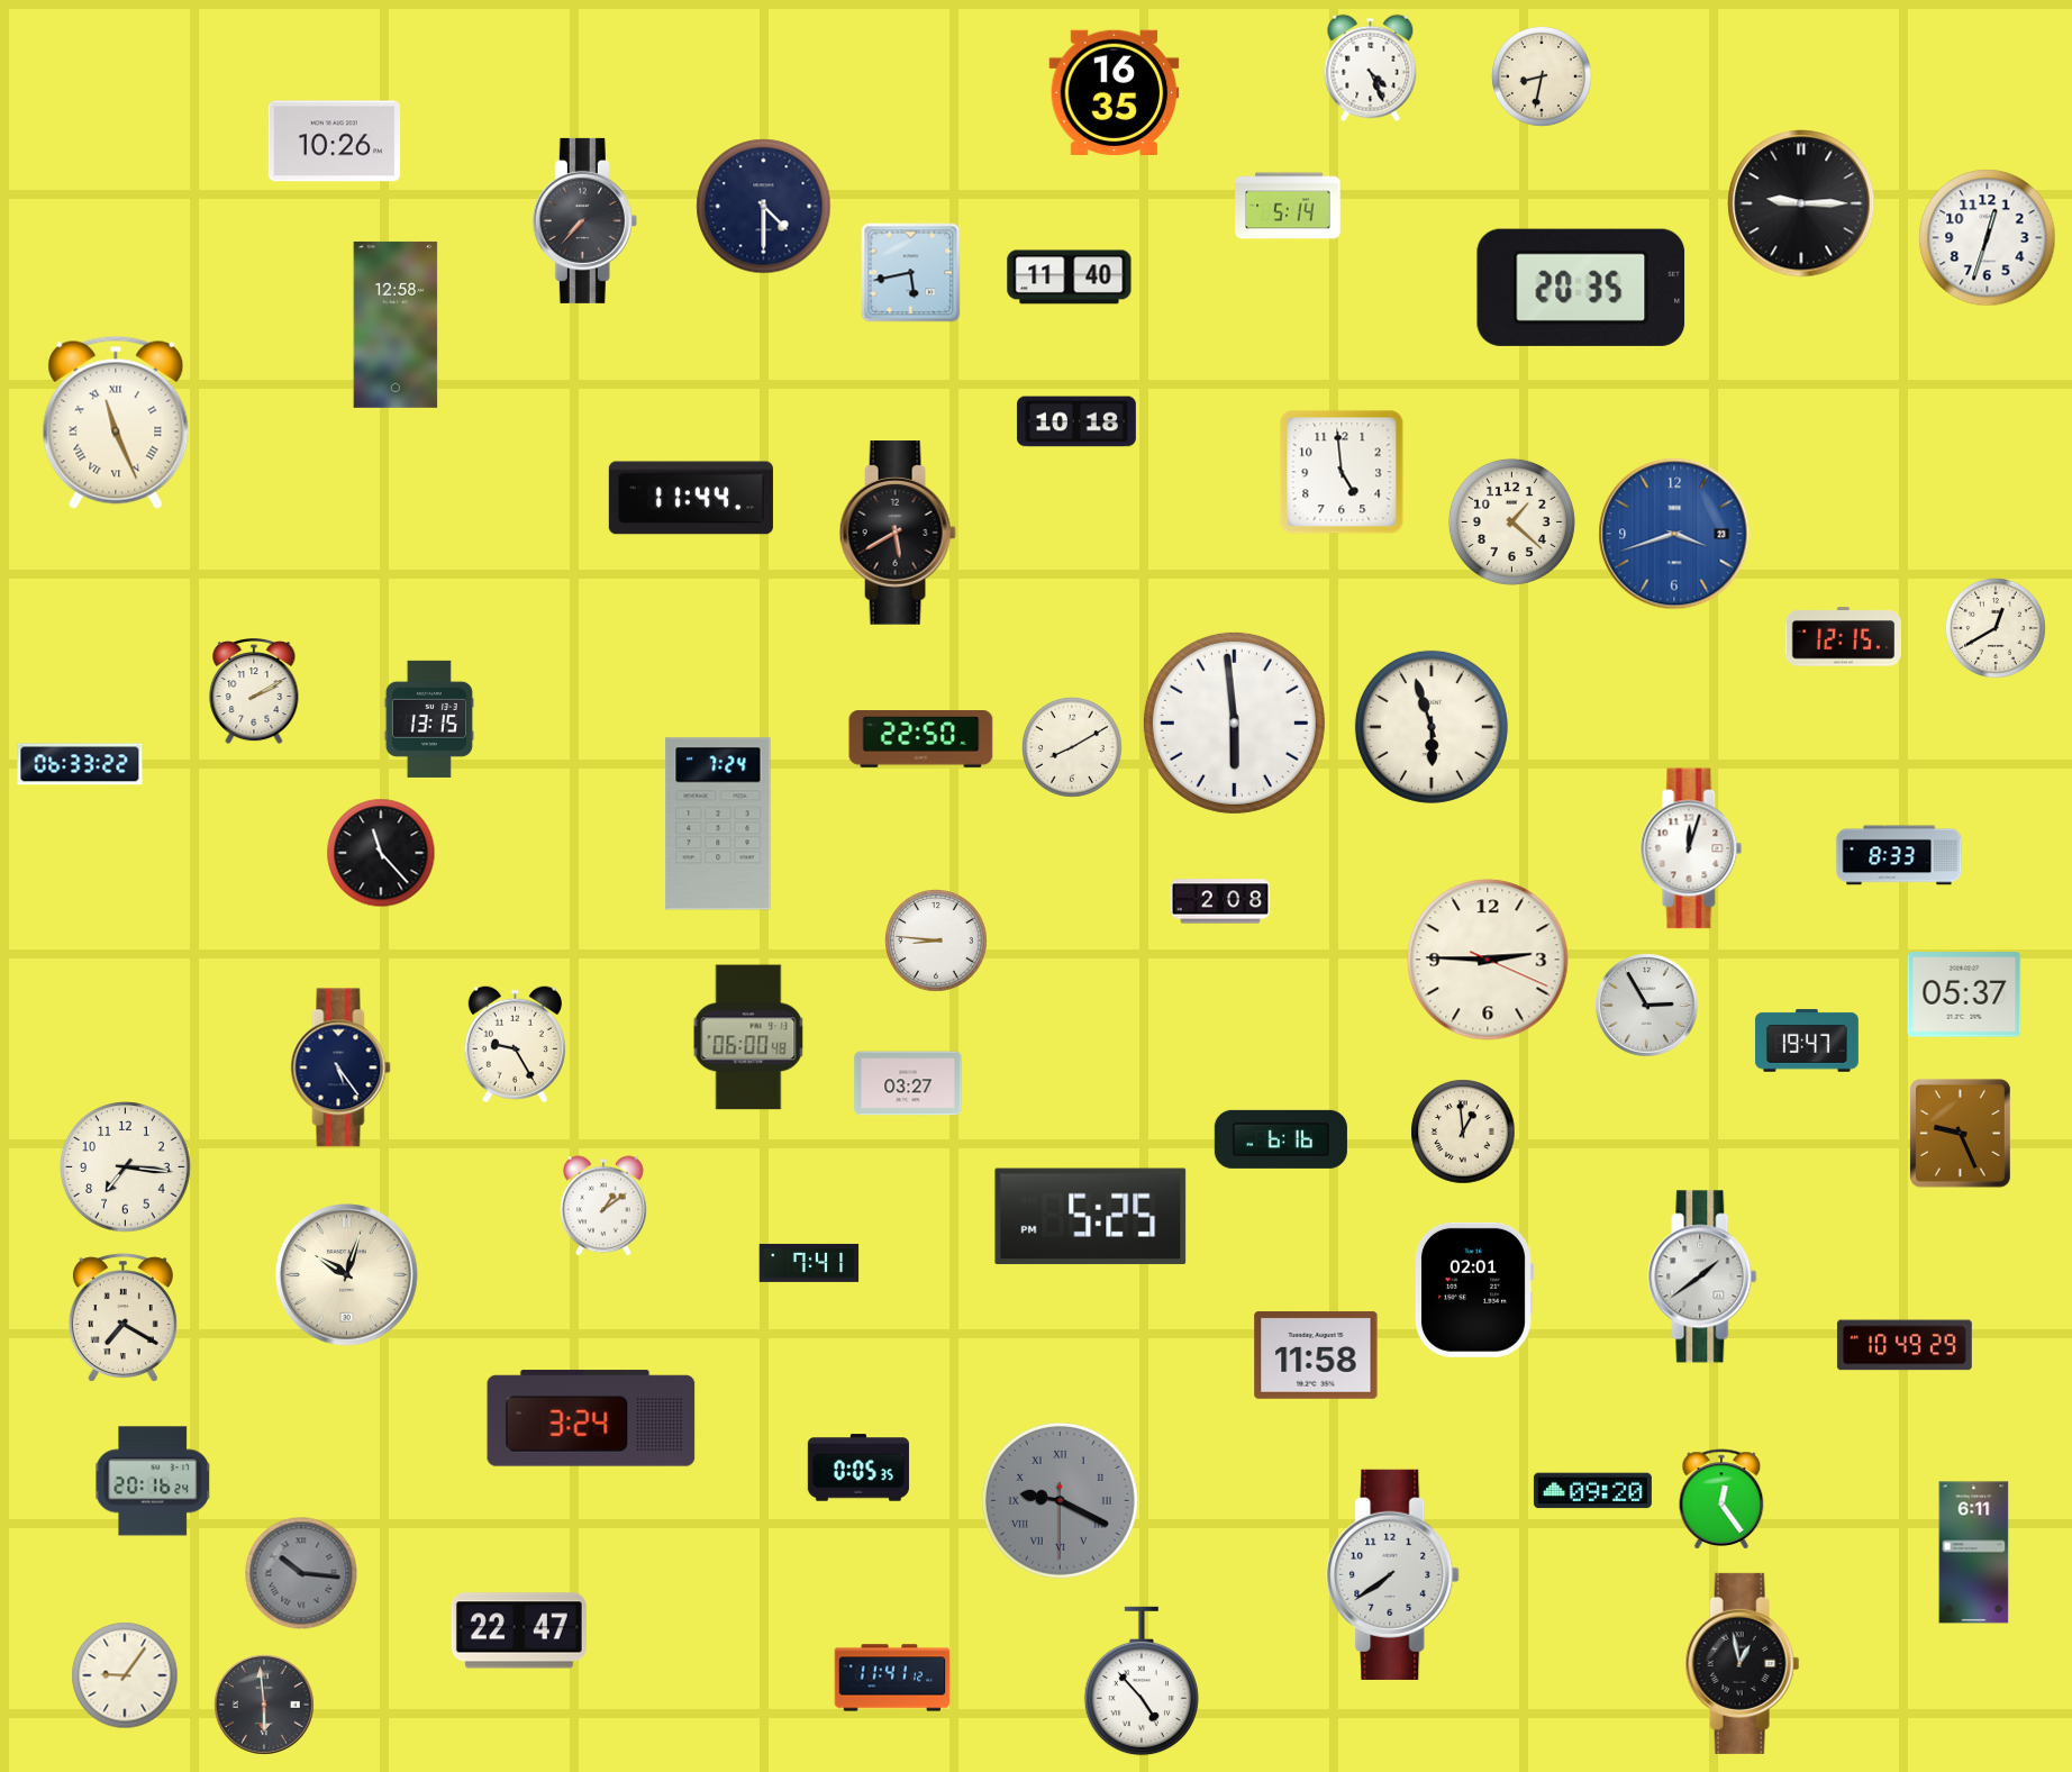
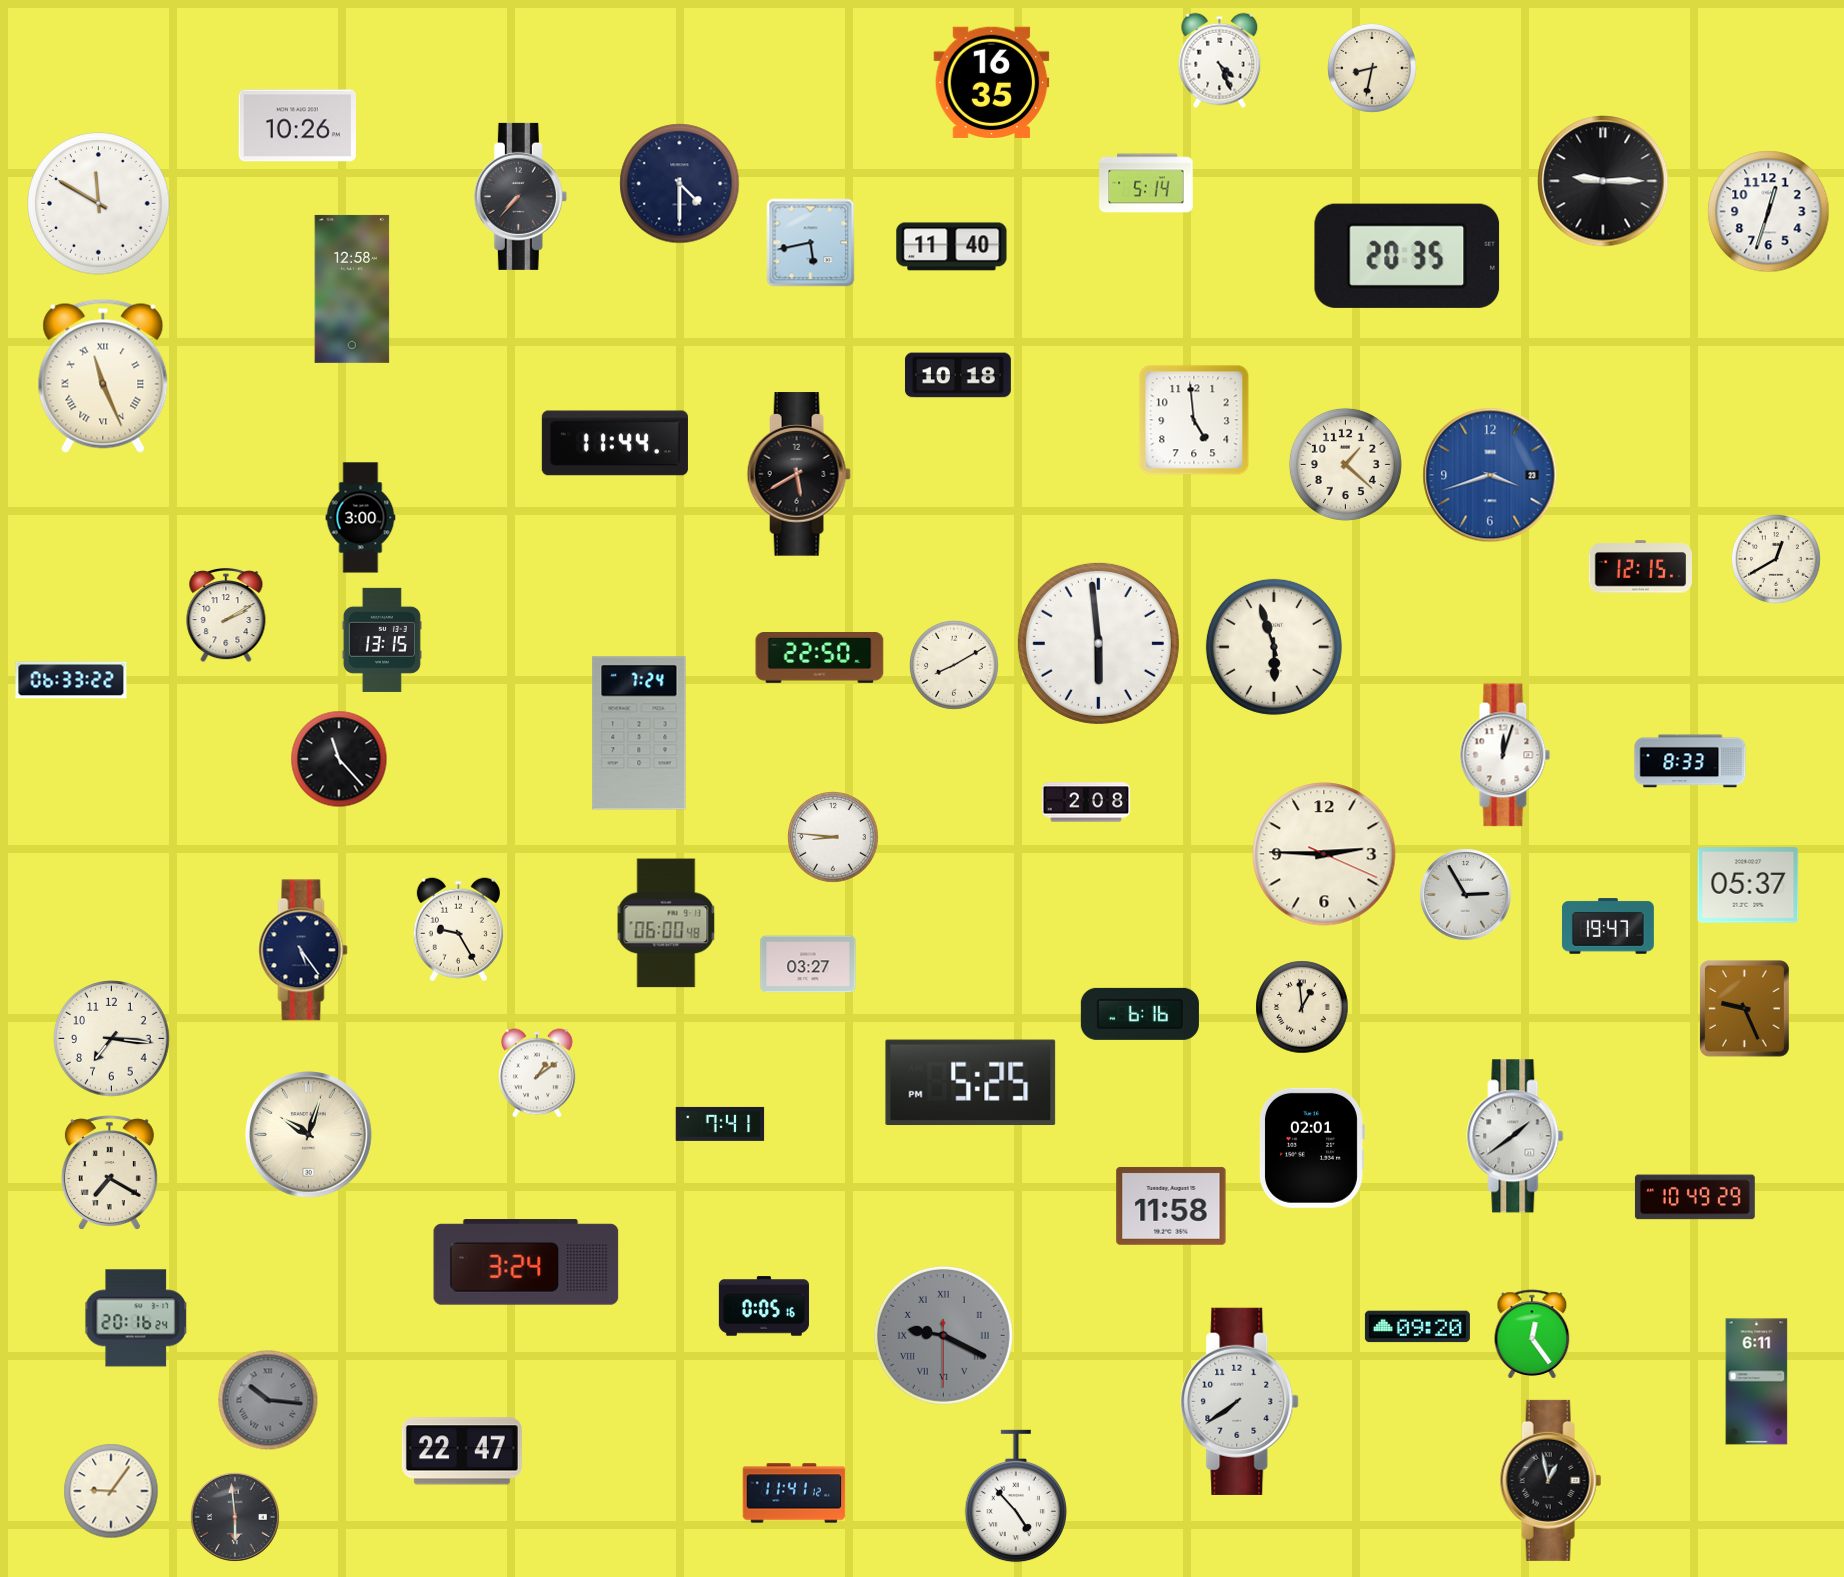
clock at (99, 204): none -> 11:50
clock at (361, 518): none -> 3:00
clock at (858, 1467): 0:05:35 -> 0:05:16
